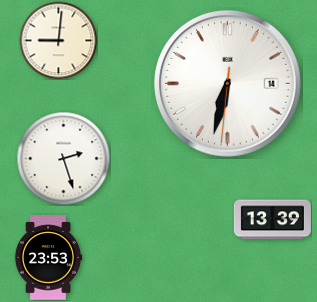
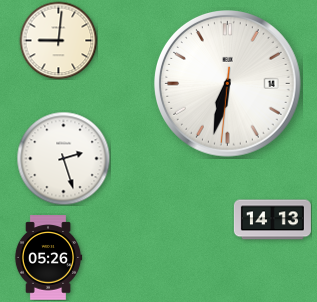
clock at (272, 220): 13:39 -> 14:13
clock at (48, 258): 23:53 -> 05:26
